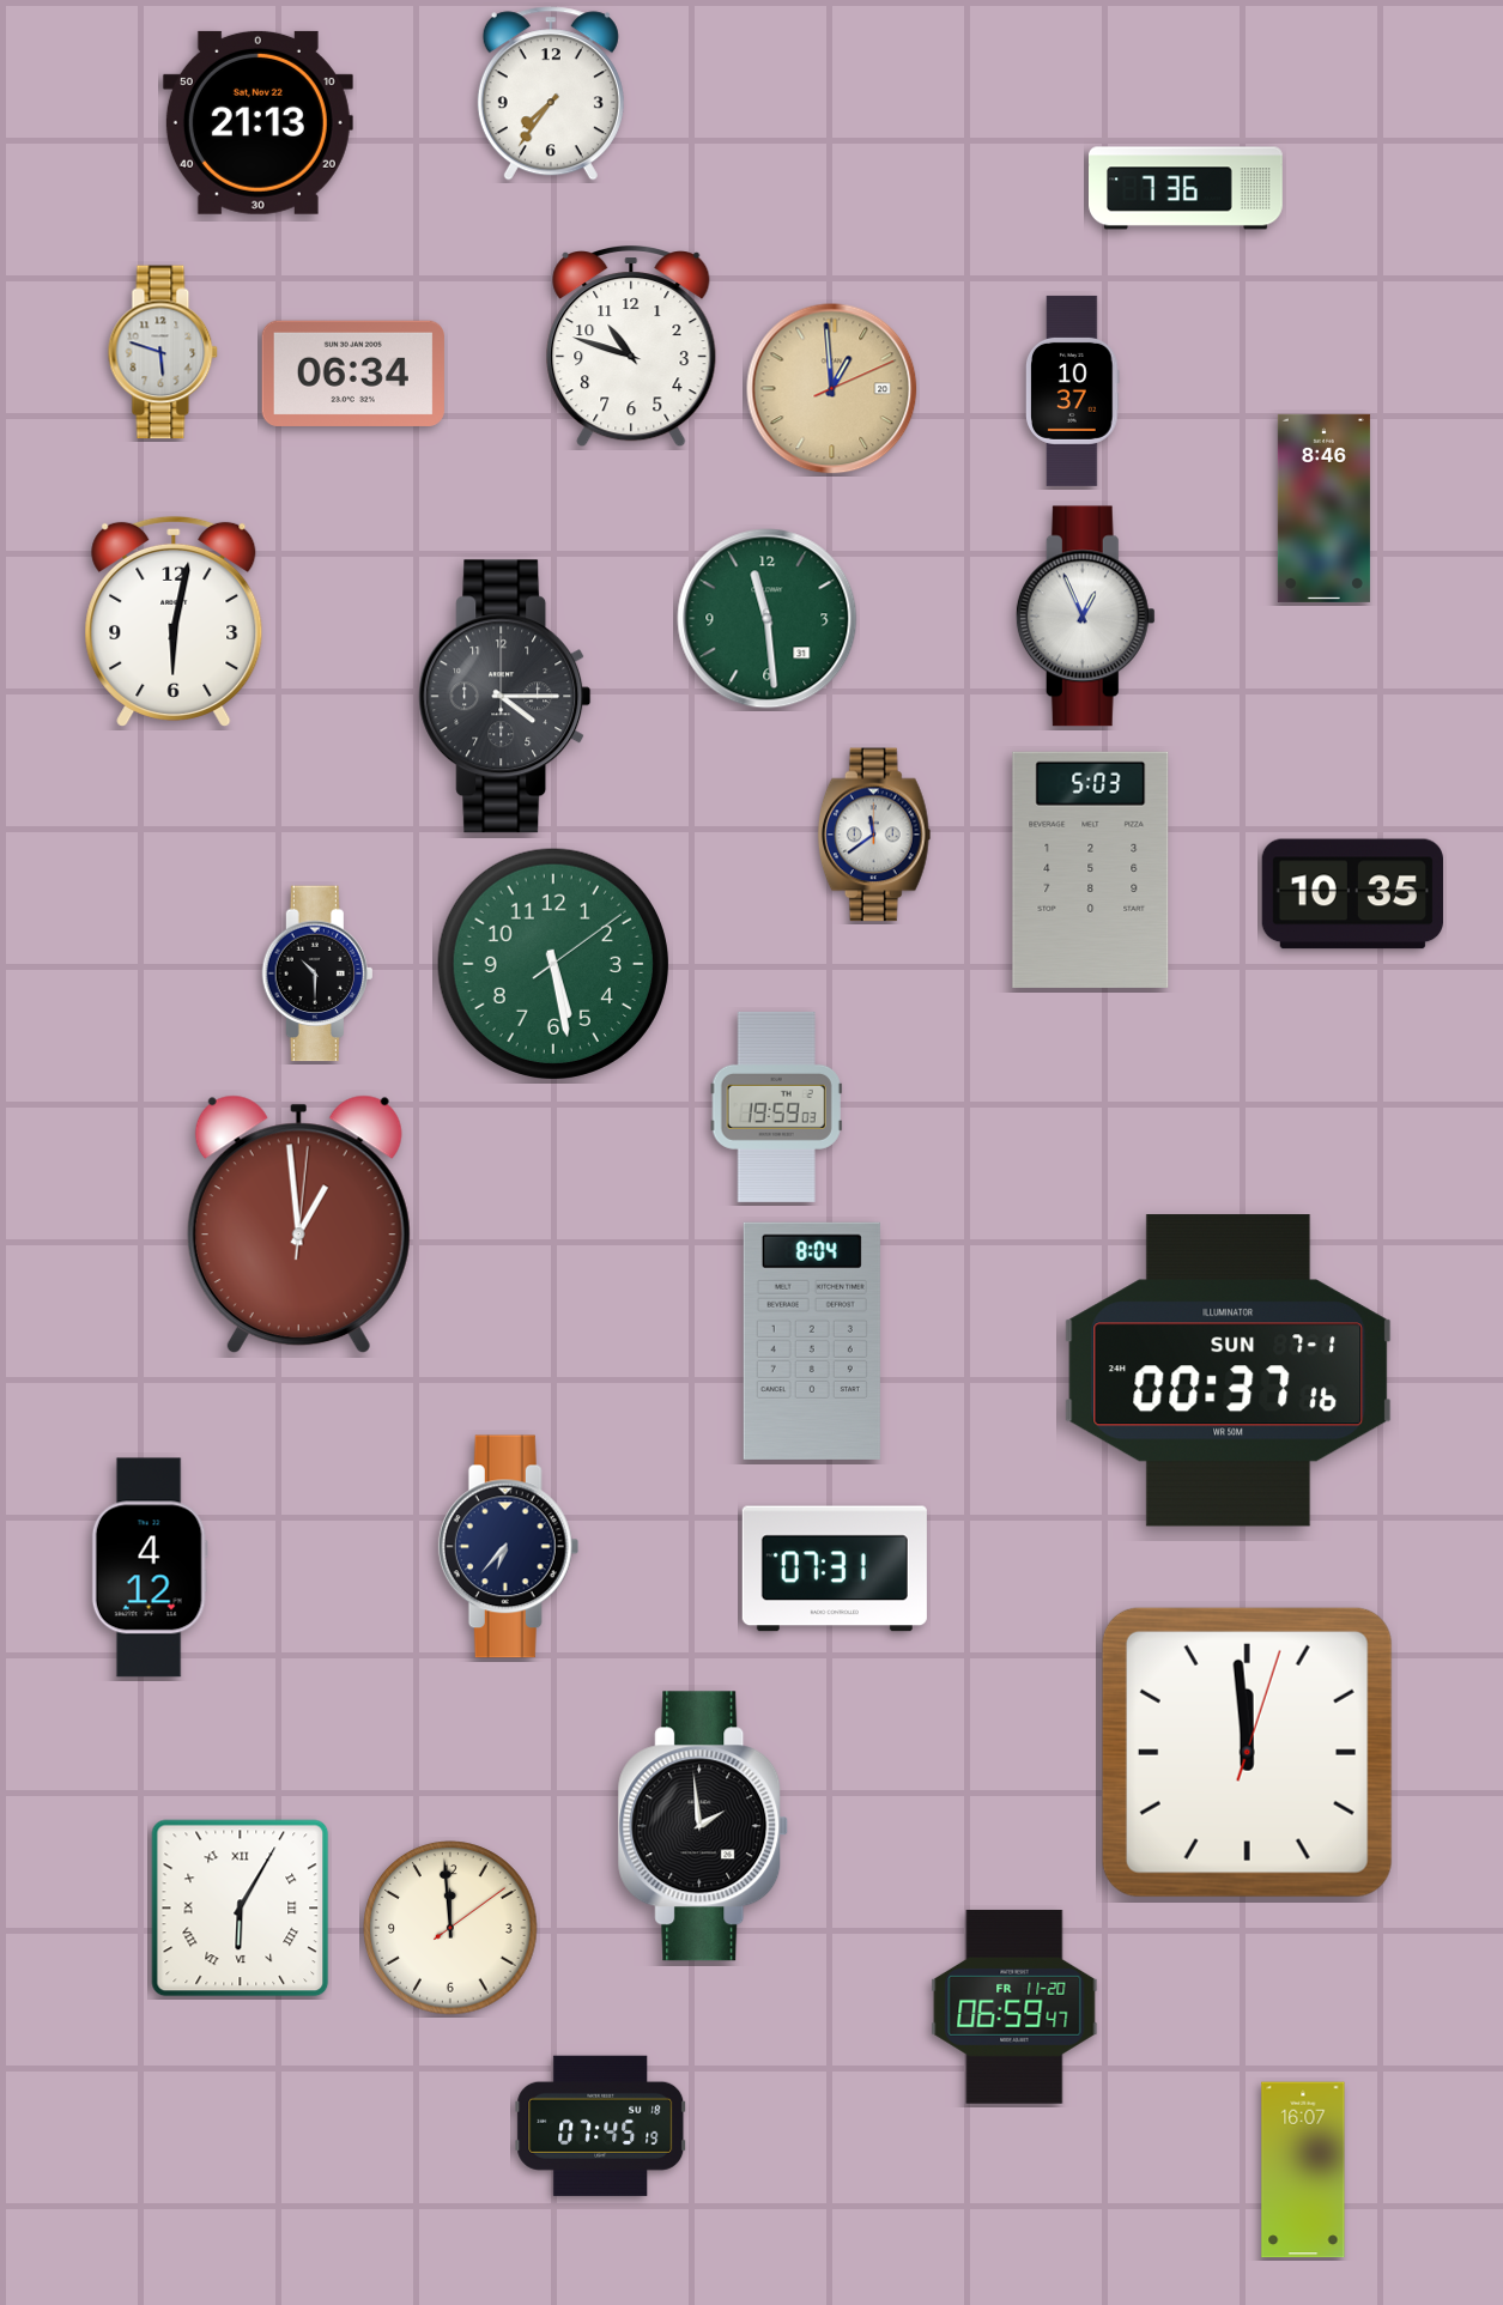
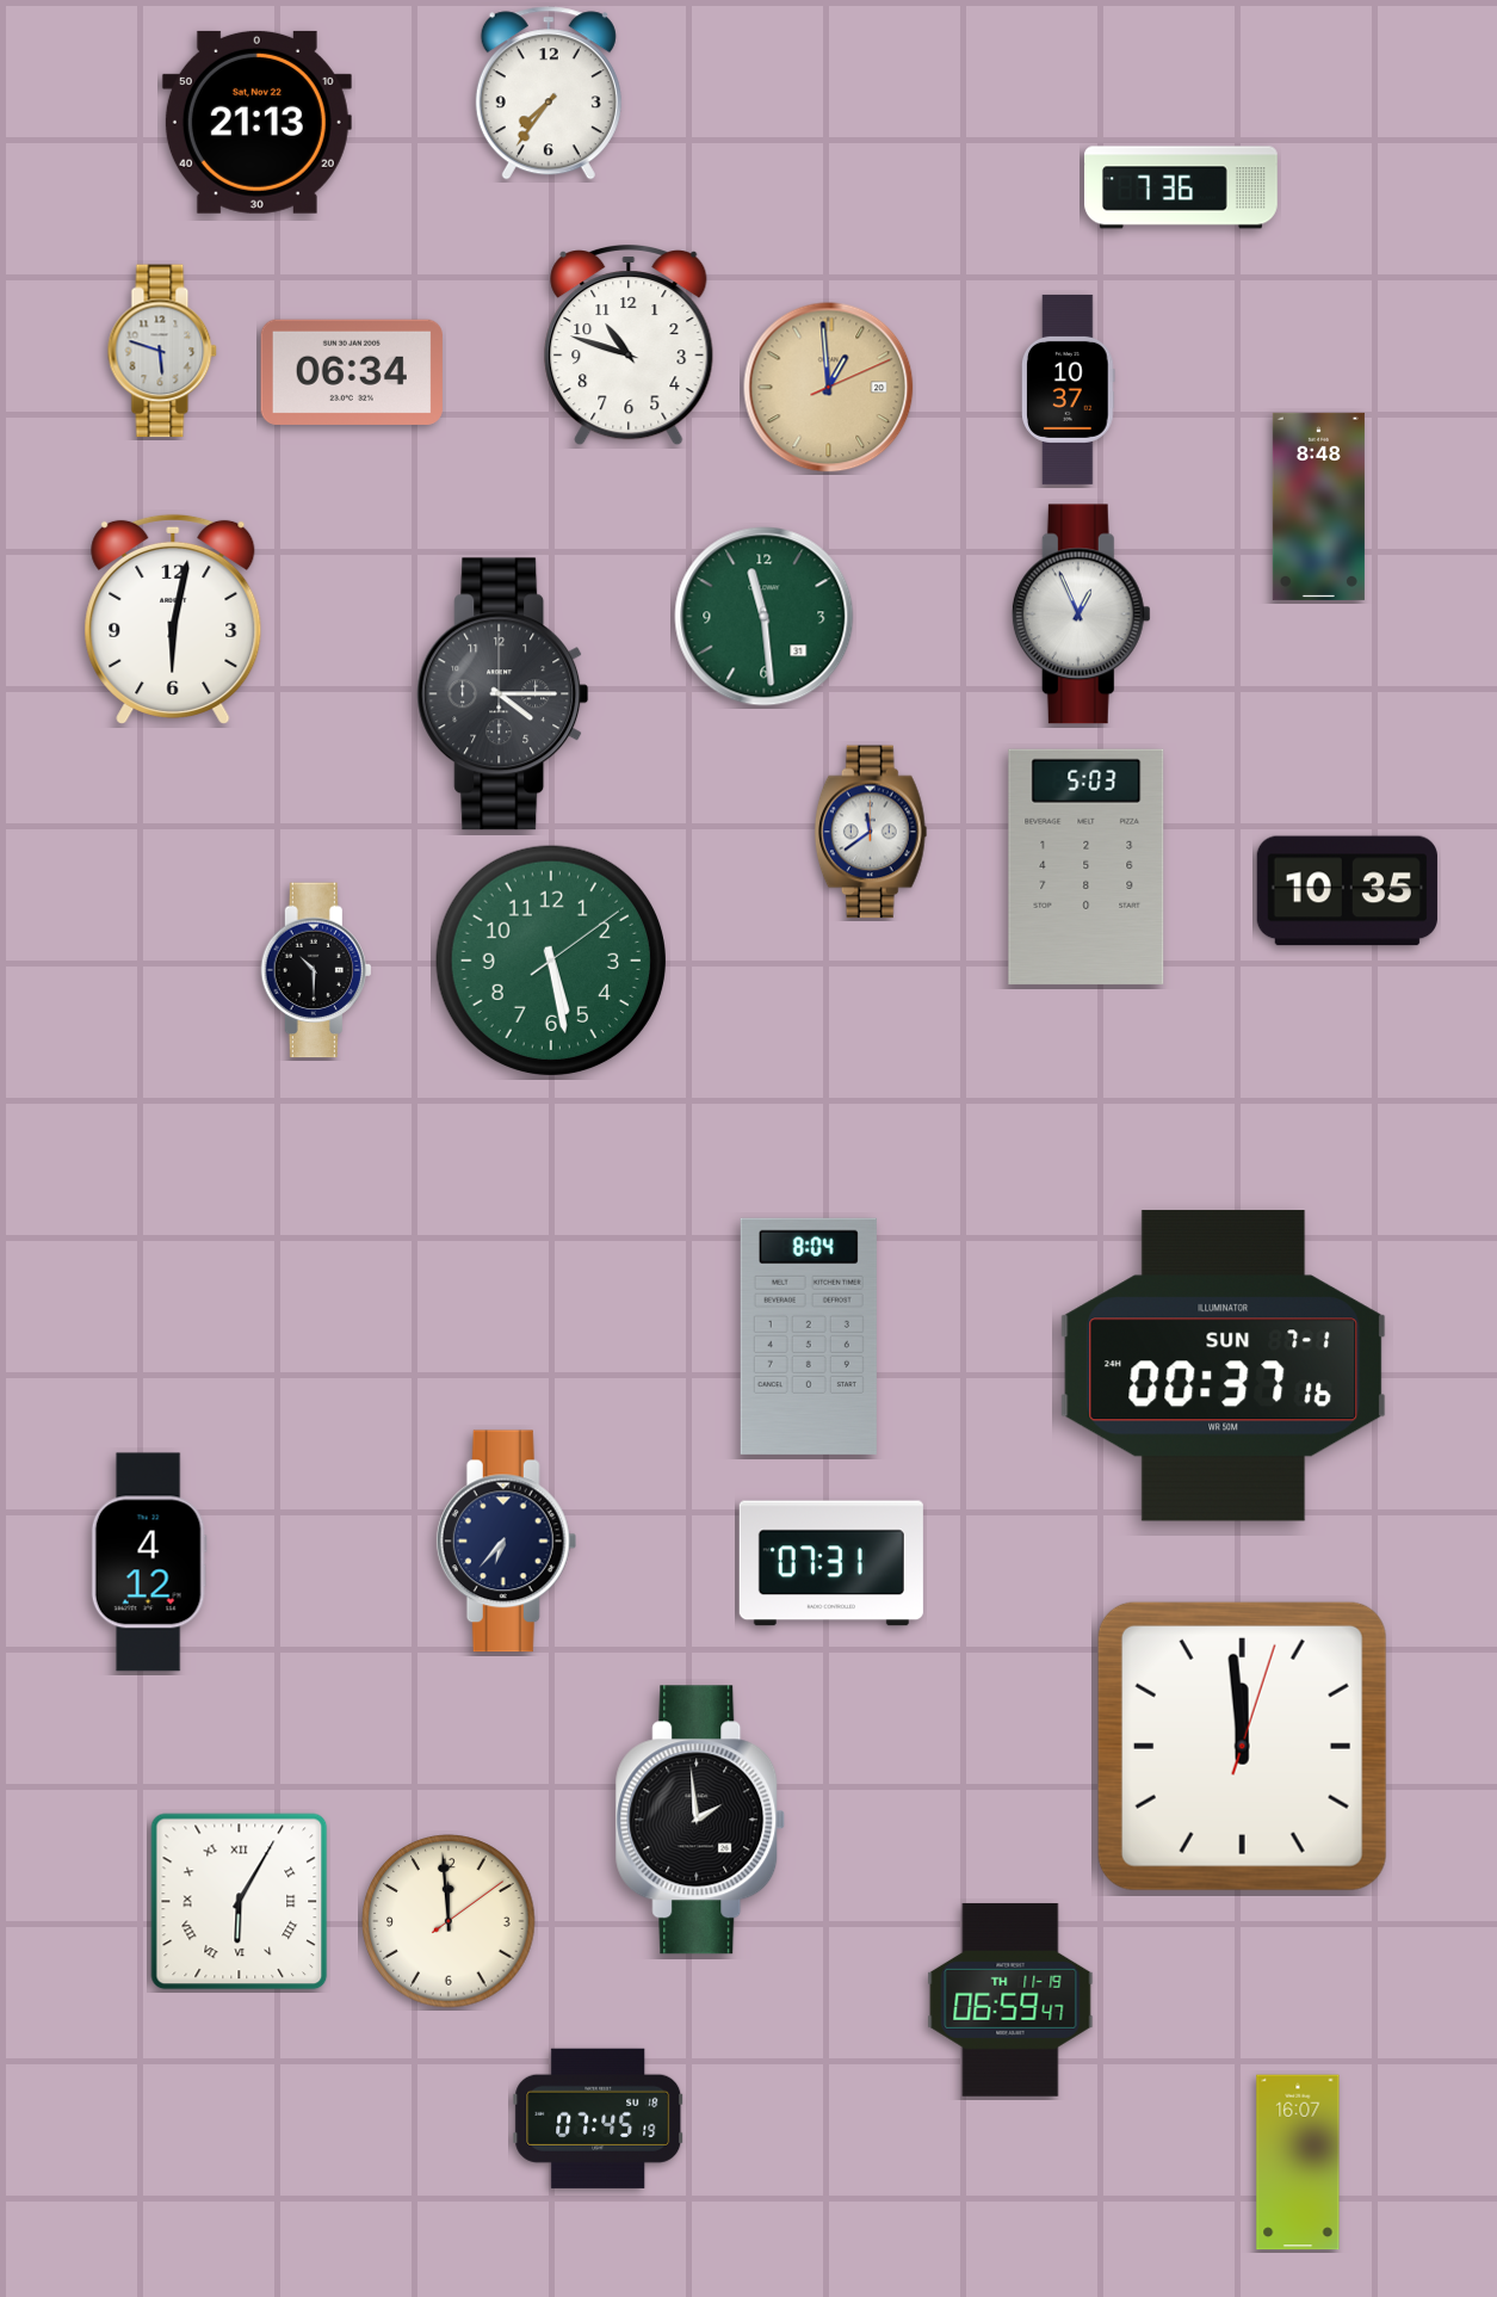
clock at (1323, 508): 8:46 -> 8:48
clock at (776, 1106): 19:59 -> none
clock at (298, 1225): 12:59 -> none
clock at (1014, 2007) date: FR 11-20 -> TH 11-19
